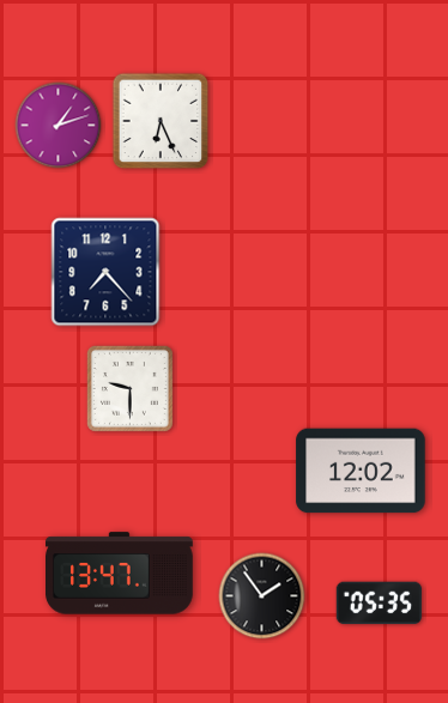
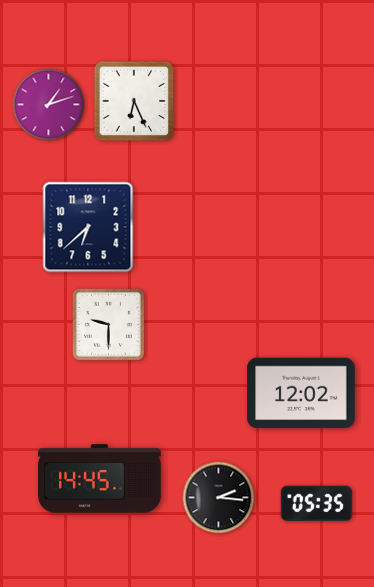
clock at (105, 272): 7:23 -> 6:38
clock at (120, 574): 13:47 -> 14:45
clock at (262, 596): 1:54 -> 2:16
